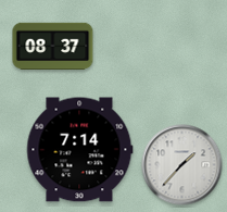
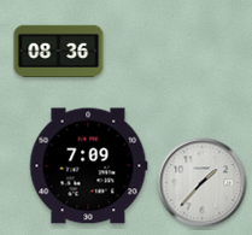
clock at (53, 47): 08:37 -> 08:36
clock at (79, 150): 7:14 -> 7:09
